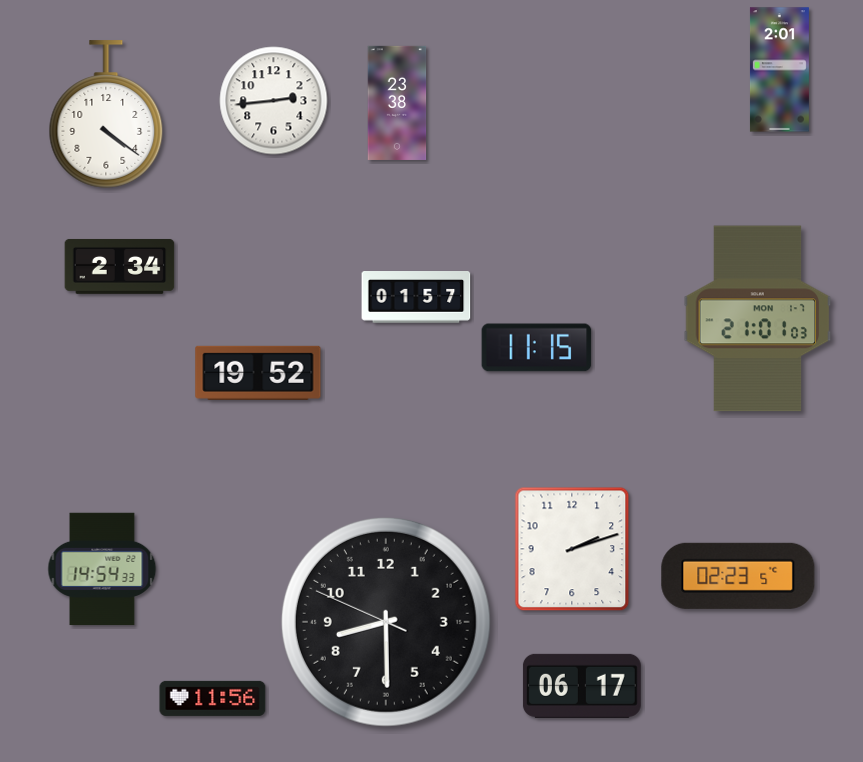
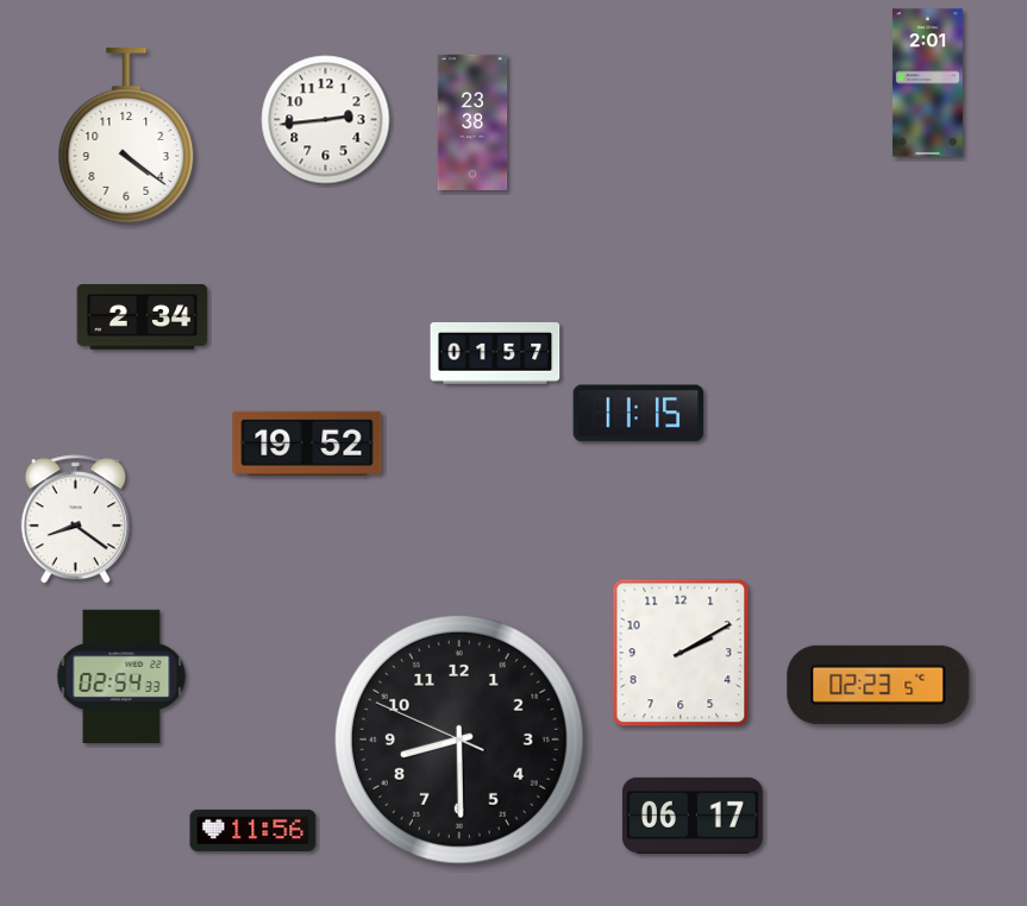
clock at (758, 319): 21:01 -> none
clock at (75, 520): none -> 8:21
clock at (572, 549): 2:12 -> 2:10
clock at (102, 569): 14:54 -> 02:54
